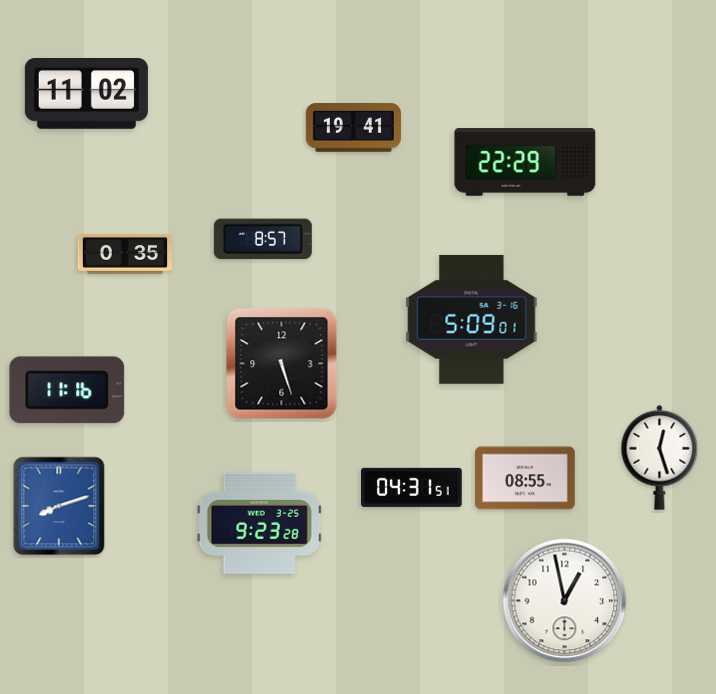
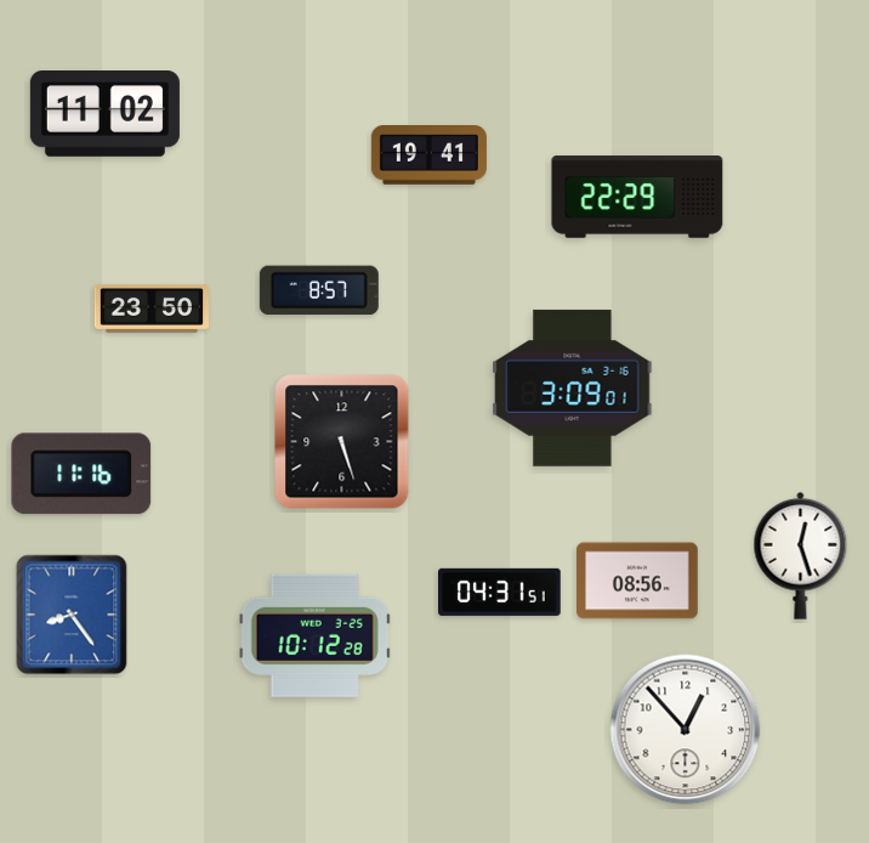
clock at (124, 254): 0:35 -> 23:50
clock at (472, 319): 5:09 -> 3:09
clock at (526, 478): 08:55 -> 08:56
clock at (59, 506): 8:12 -> 8:24
clock at (259, 523): 9:23 -> 10:12
clock at (565, 601): 12:58 -> 12:53
